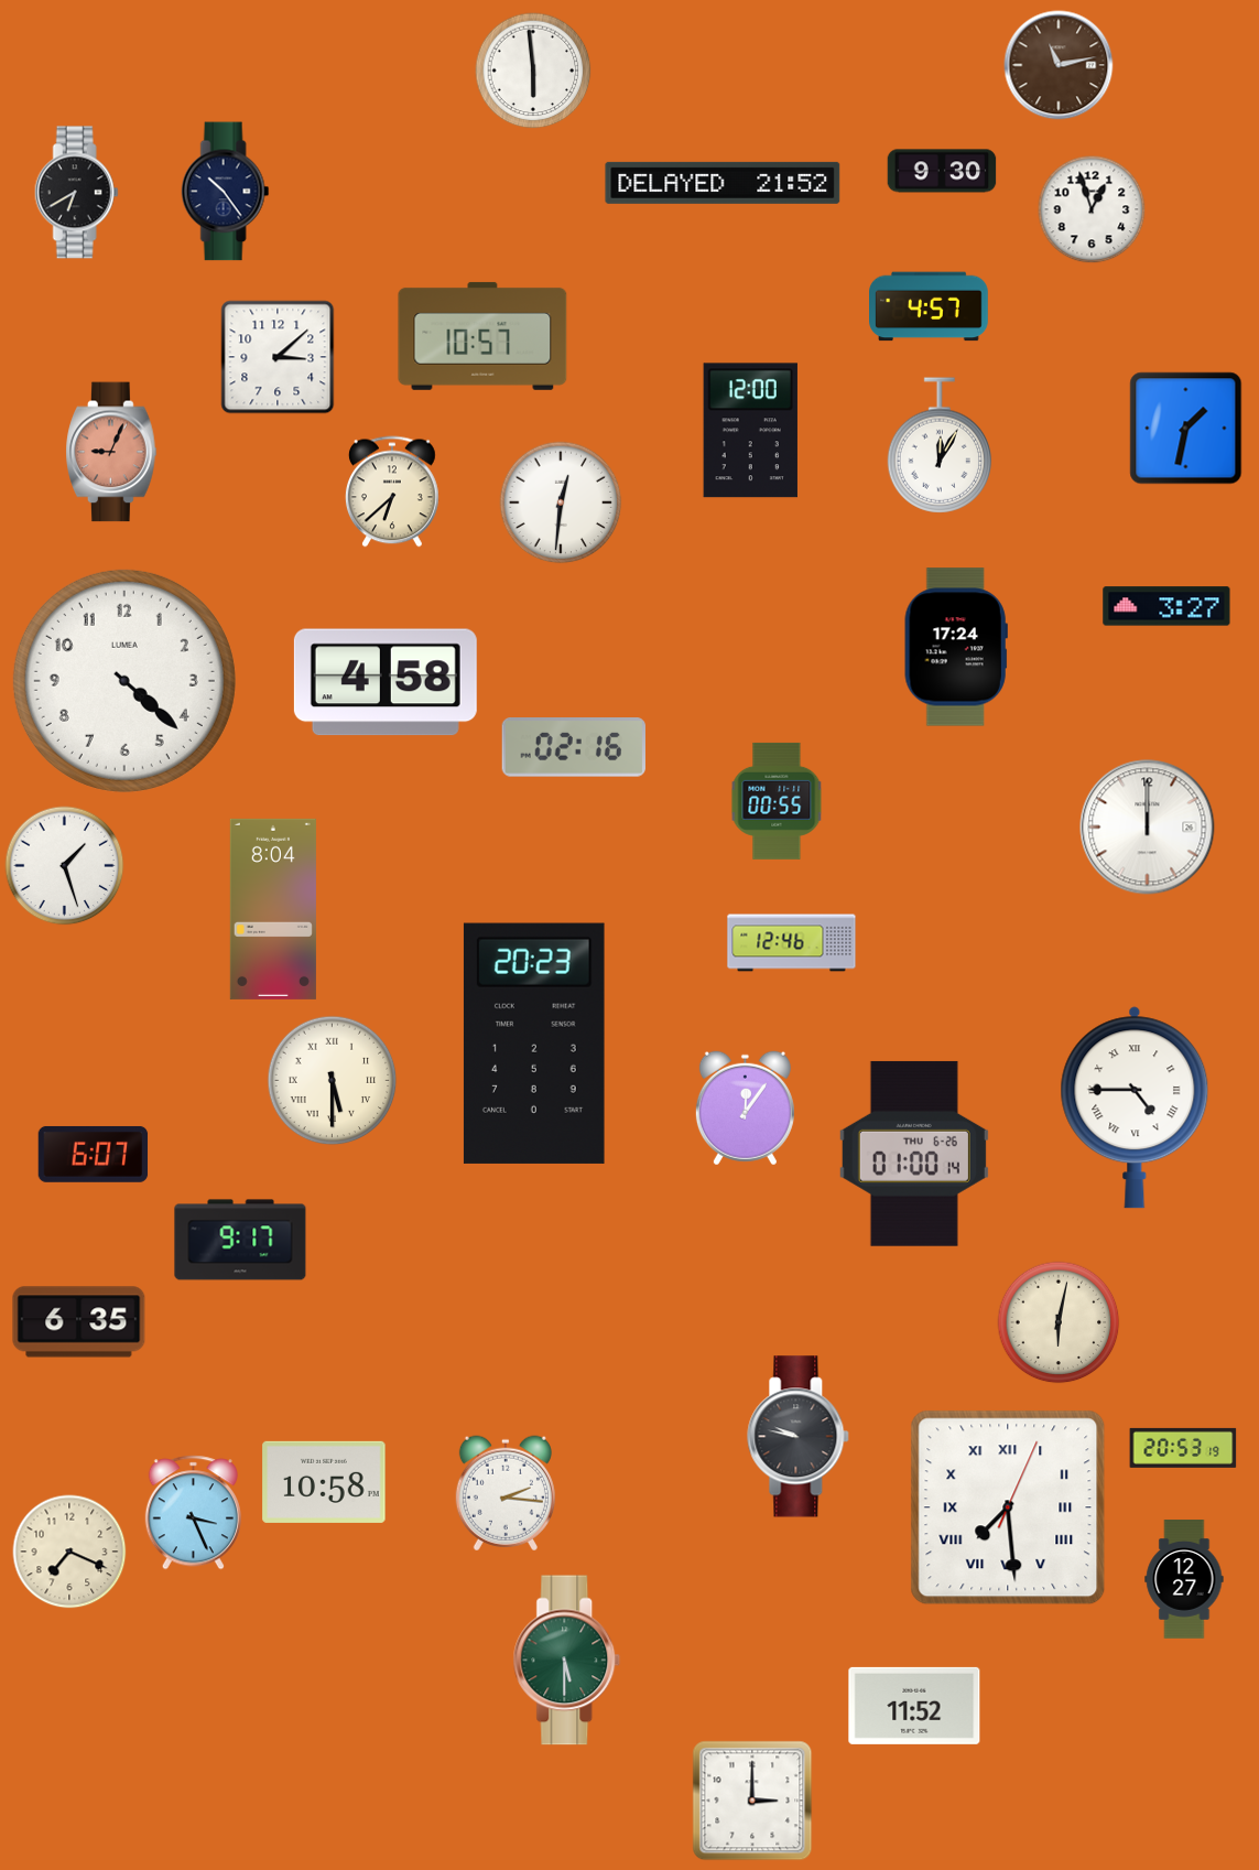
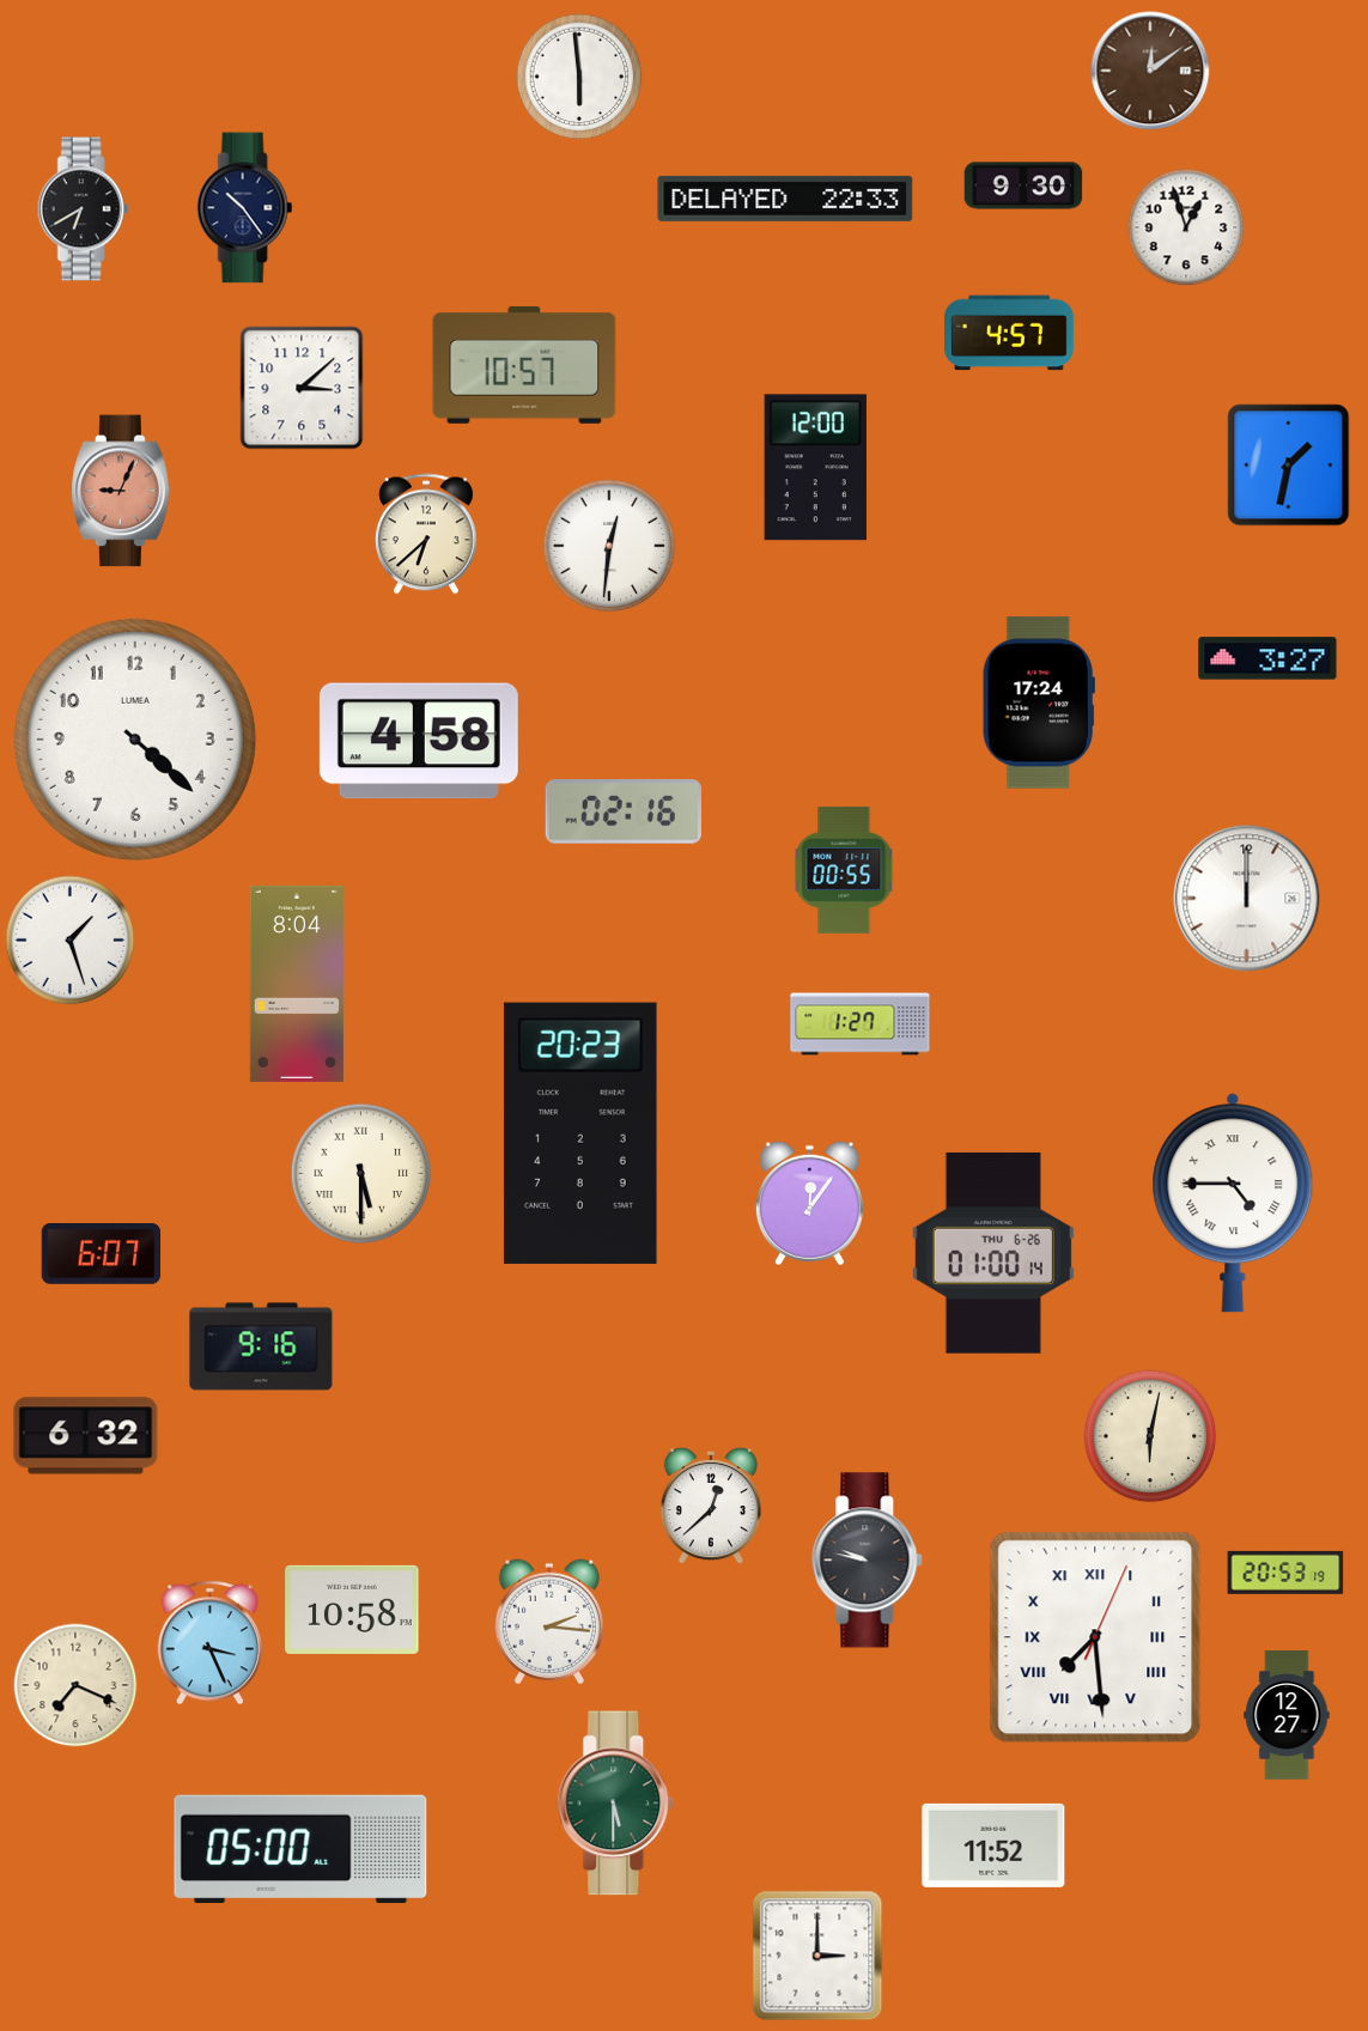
clock at (1059, 65): 11:13 -> 12:09
clock at (723, 183): 21:52 -> 22:33
clock at (940, 445): 12:05 -> none
clock at (273, 909) position: (273, 909) -> (297, 984)
clock at (792, 943): 12:46 -> 1:27
clock at (240, 1240): 9:17 -> 9:16
clock at (79, 1322): 6:35 -> 6:32
clock at (710, 1506): none -> 12:38
clock at (300, 1849): none -> 05:00
clock at (914, 1706) position: (914, 1706) -> (993, 1845)
